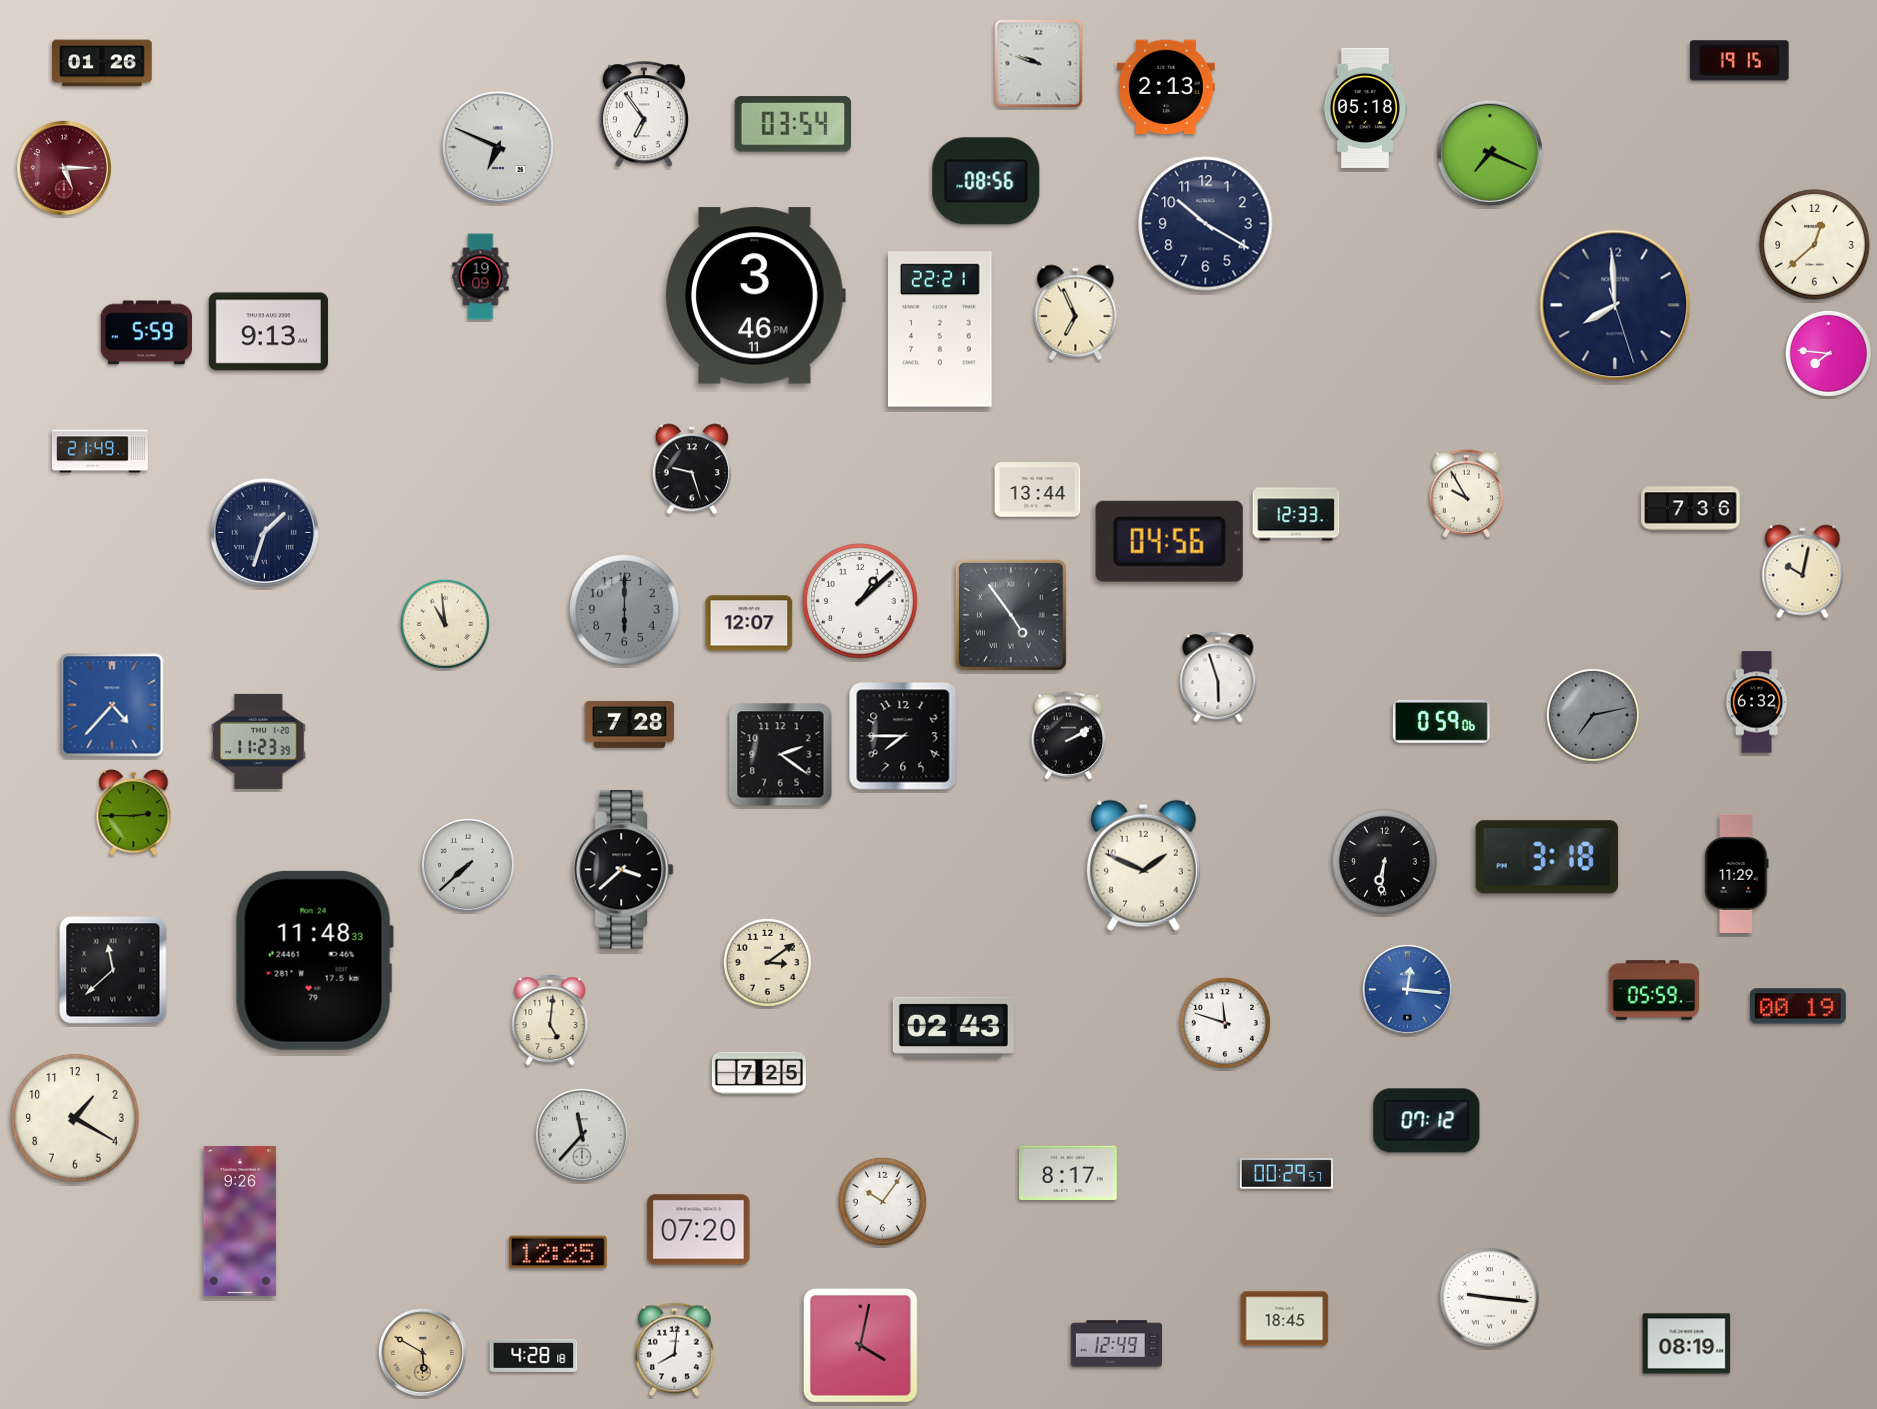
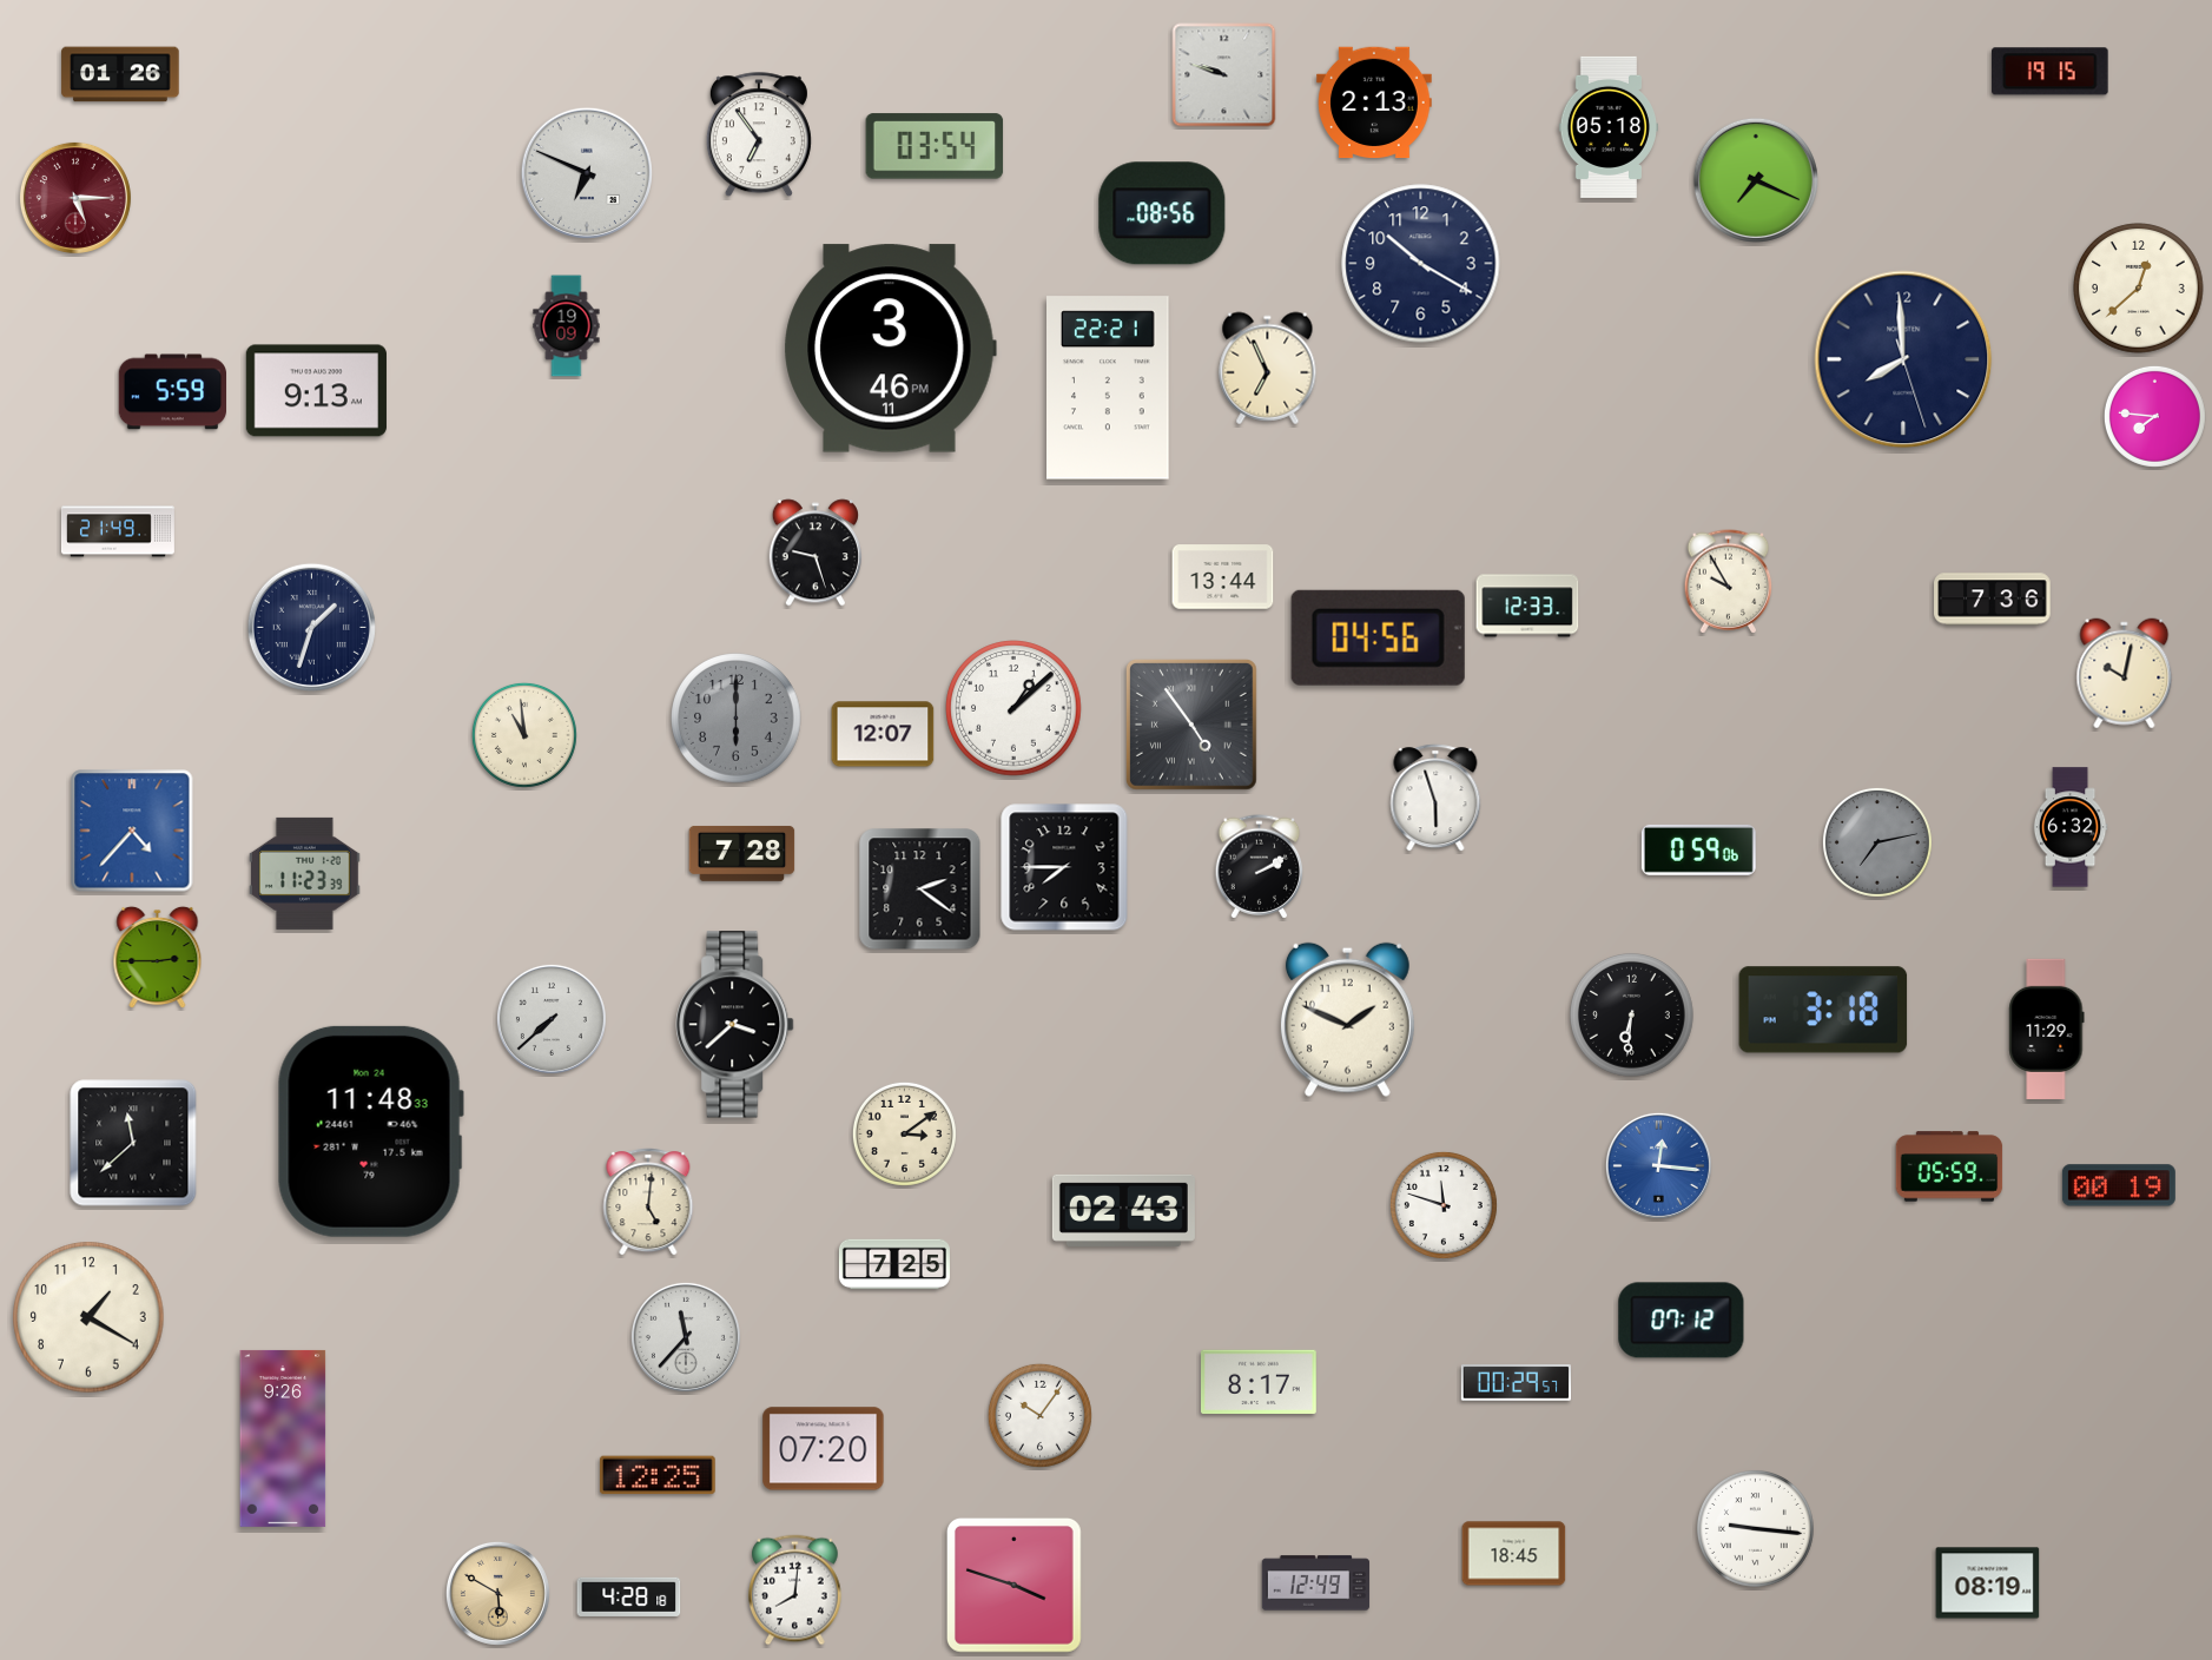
clock at (860, 1345): 4:02 -> 3:48
